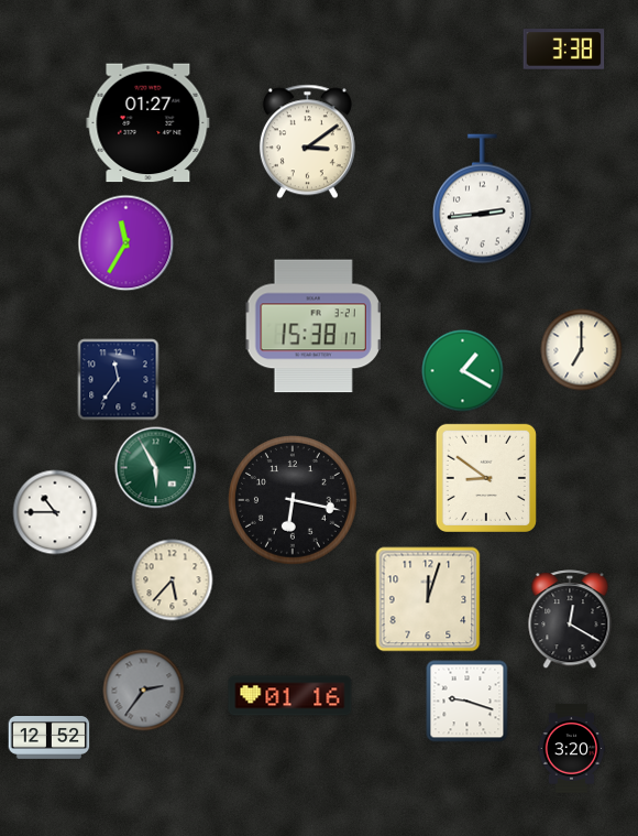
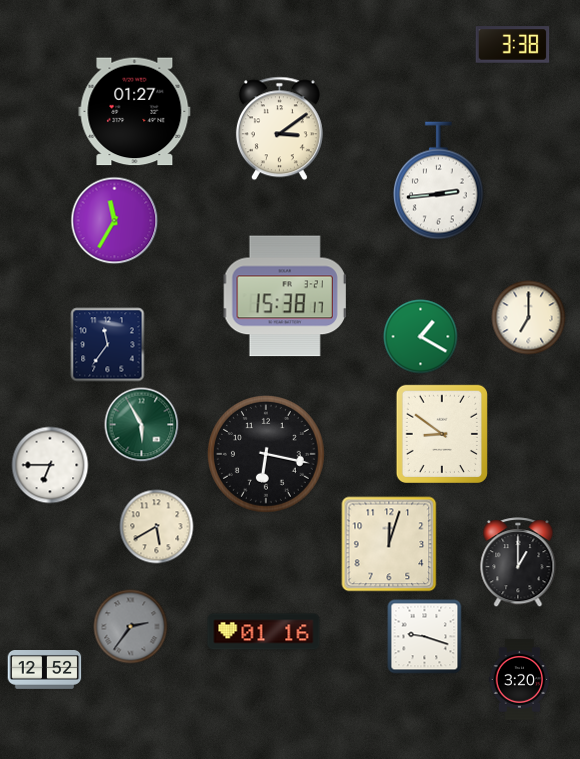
clock at (55, 512): 10:45 -> 6:45
clock at (173, 580): 5:37 -> 5:40
clock at (570, 620): 12:20 -> 1:00
